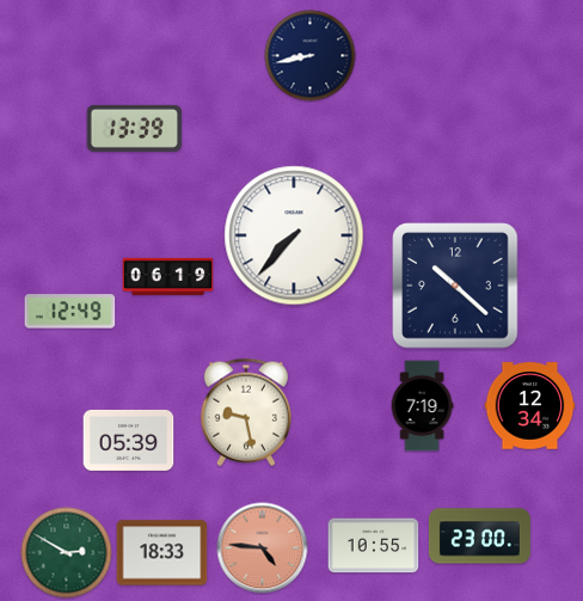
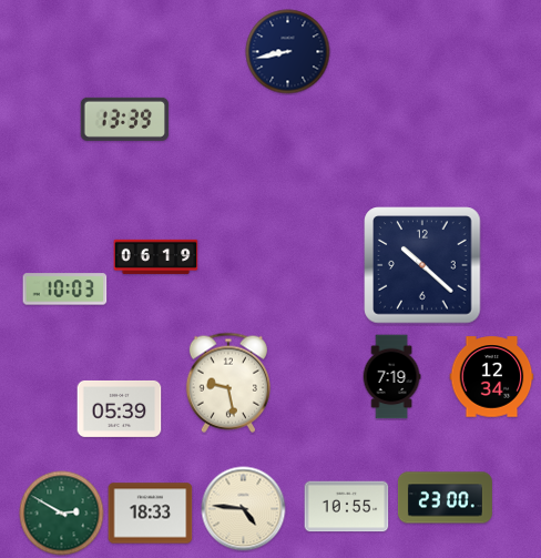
clock at (294, 235): 7:37 -> none
clock at (70, 312): 12:49 -> 10:03
clock at (263, 548) dial: salmon -> cream
